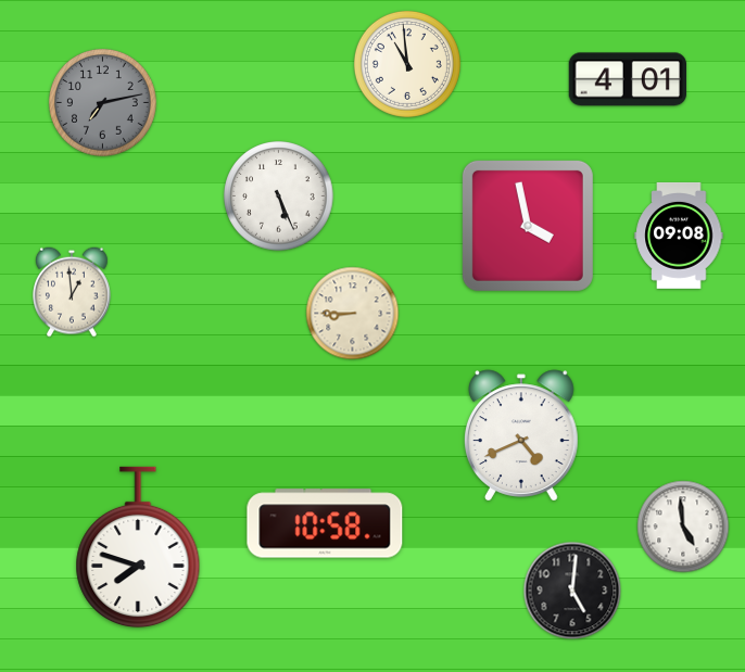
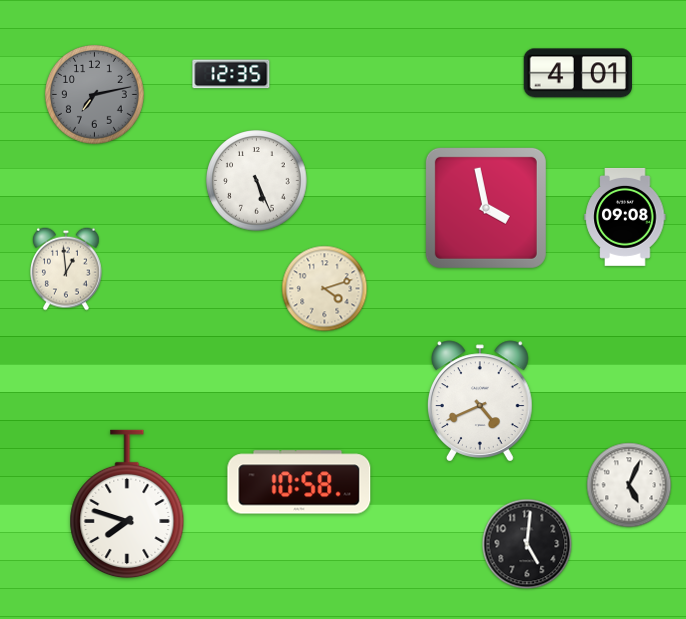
clock at (407, 64): 10:59 -> none
clock at (231, 74): none -> 12:35
clock at (353, 314): 8:45 -> 4:12
clock at (683, 527): 4:59 -> 5:04
